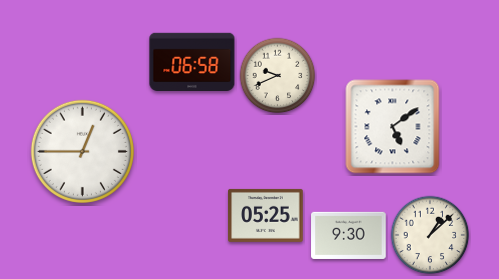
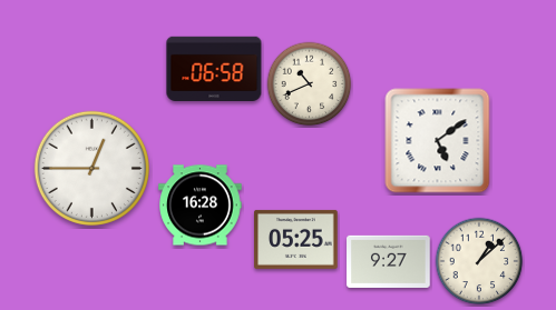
clock at (278, 76): 9:41 -> 10:41
clock at (201, 206): none -> 16:28
clock at (349, 235): 9:30 -> 9:27
